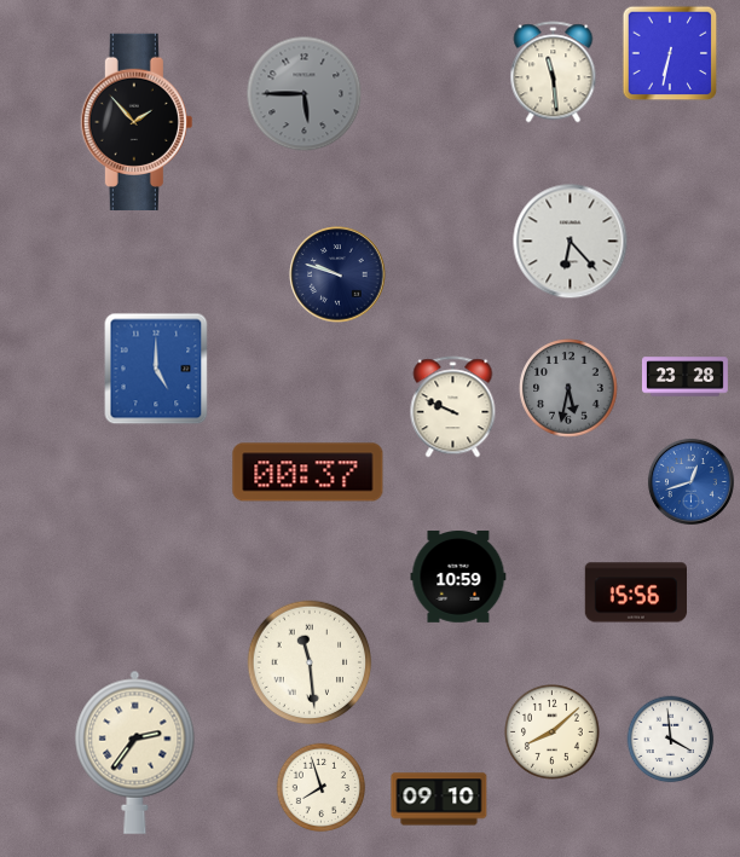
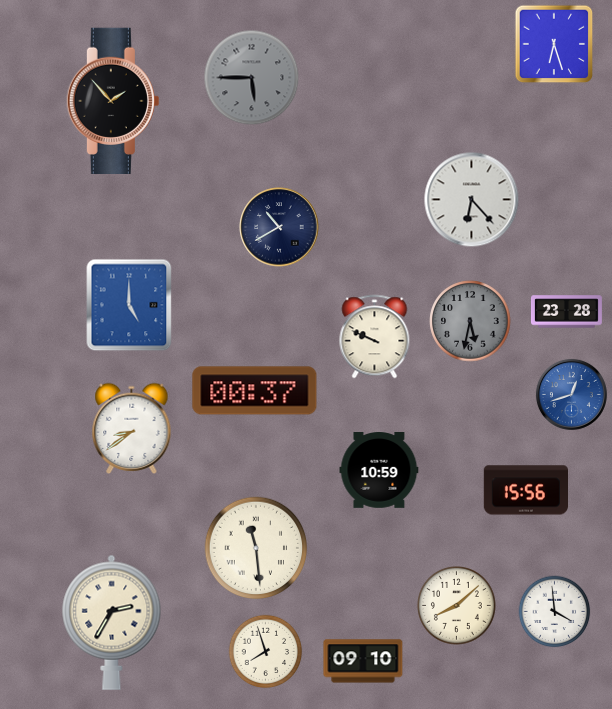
clock at (670, 53): 6:32 -> 6:27
clock at (554, 73): 11:29 -> none
clock at (337, 274): 9:48 -> 10:40
clock at (690, 481) position: (690, 481) -> (571, 394)
clock at (132, 428): none -> 8:39
clock at (458, 578) position: (458, 578) -> (379, 471)
clock at (135, 752): 2:36 -> 2:35
